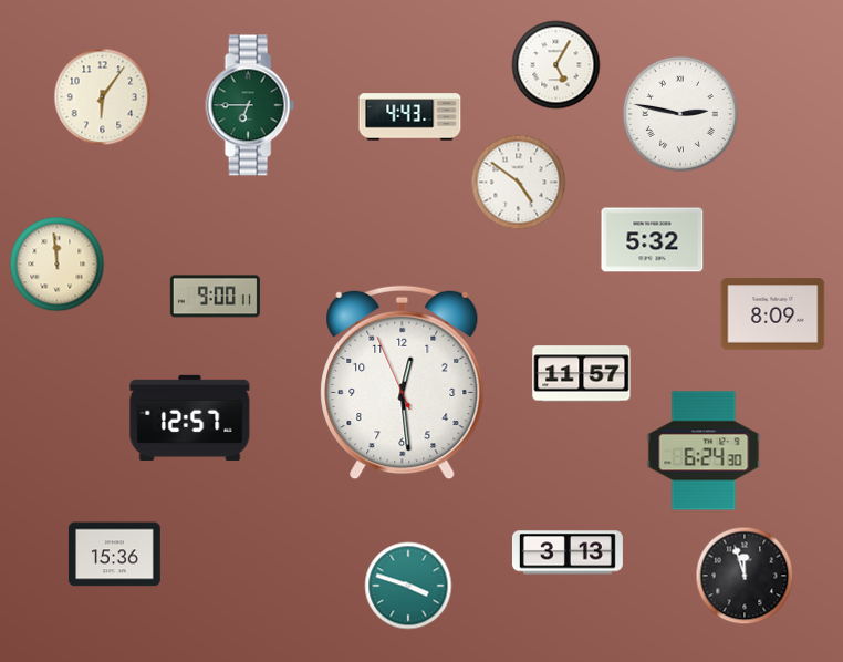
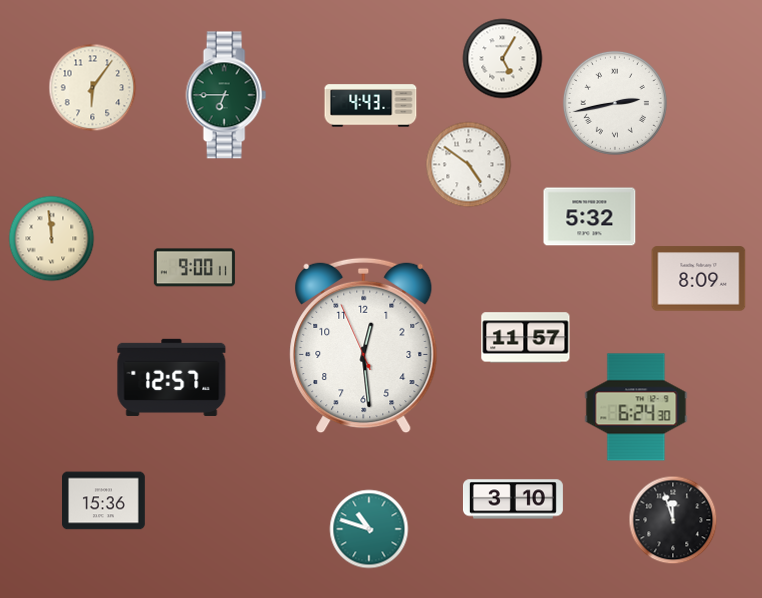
clock at (680, 114): 2:47 -> 2:43
clock at (773, 314) position: (773, 314) -> (699, 279)
clock at (568, 552): 3:13 -> 3:10
clock at (408, 586): 3:48 -> 10:48
